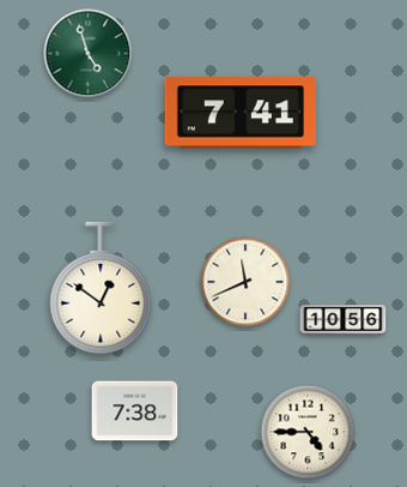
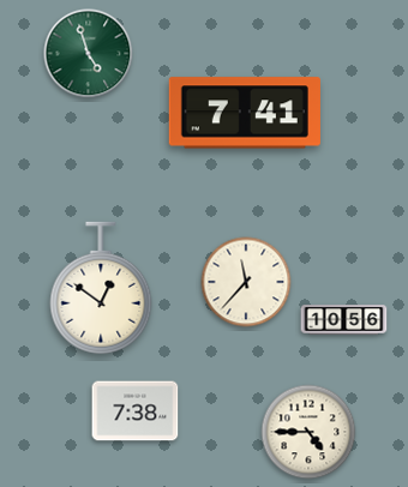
clock at (241, 113) position: (241, 113) -> (245, 113)
clock at (245, 282): 11:41 -> 11:37
